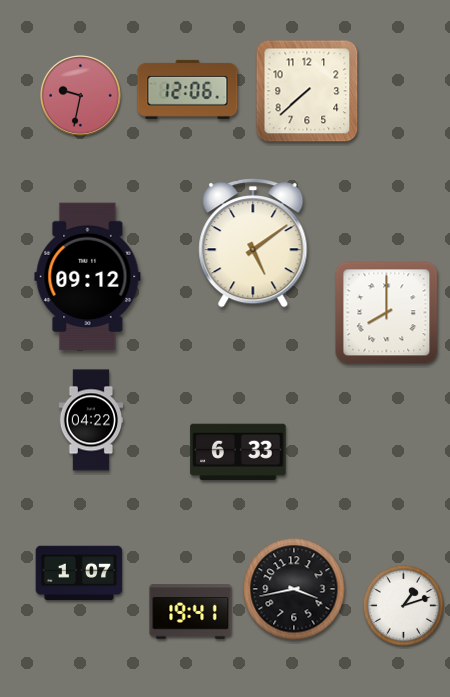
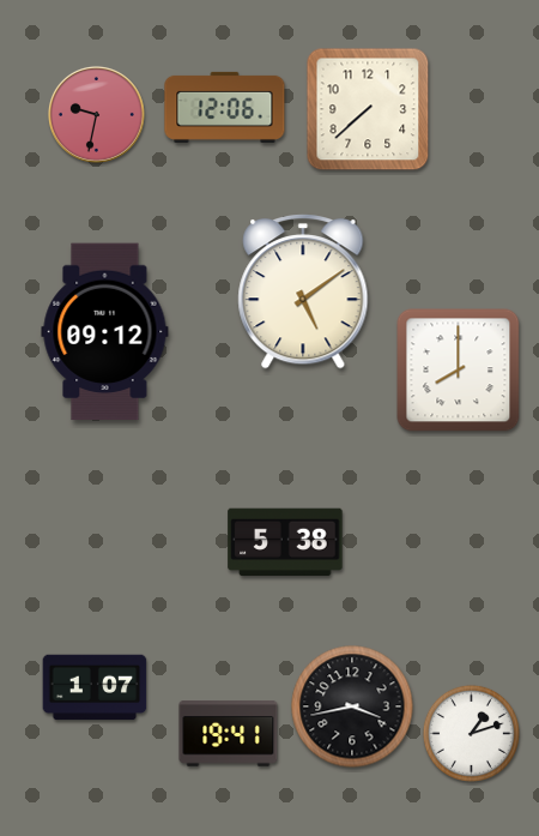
clock at (387, 313) position: (387, 313) -> (459, 371)
clock at (90, 420): 04:22 -> none
clock at (238, 452): 6:33 -> 5:38
clock at (403, 605) position: (403, 605) -> (471, 733)
